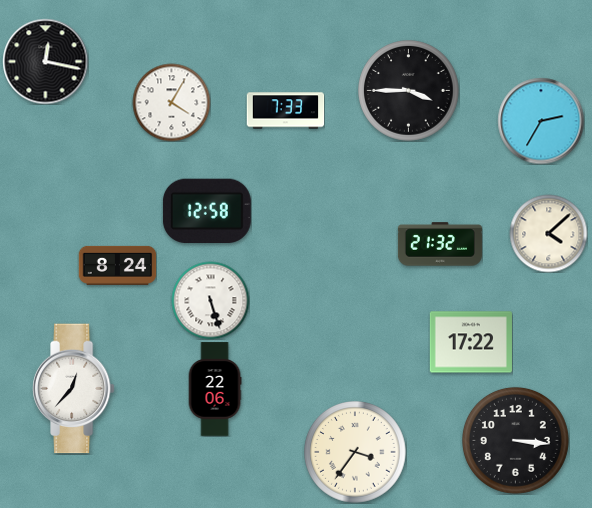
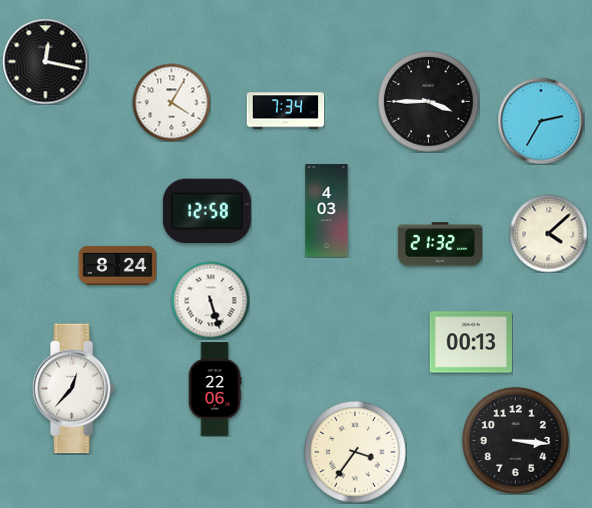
clock at (409, 91) position: (409, 91) -> (429, 102)
clock at (285, 111): 7:33 -> 7:34
clock at (327, 211): none -> 4:03
clock at (471, 342): 17:22 -> 00:13
